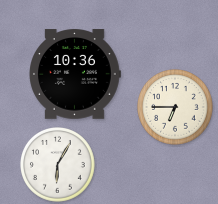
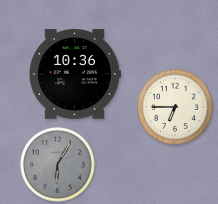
clock at (58, 165) dial: white -> grey
